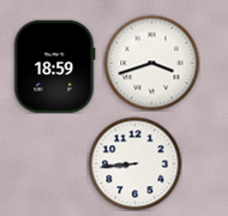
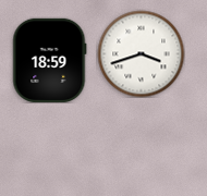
clock at (151, 62) position: (151, 62) -> (141, 53)
clock at (134, 163): 8:44 -> none
